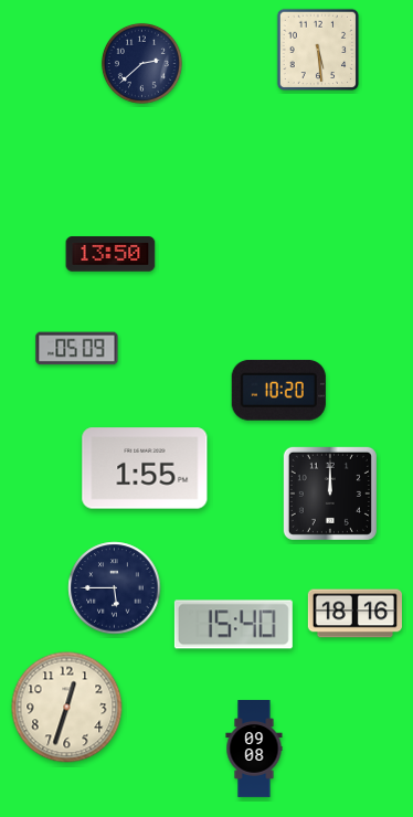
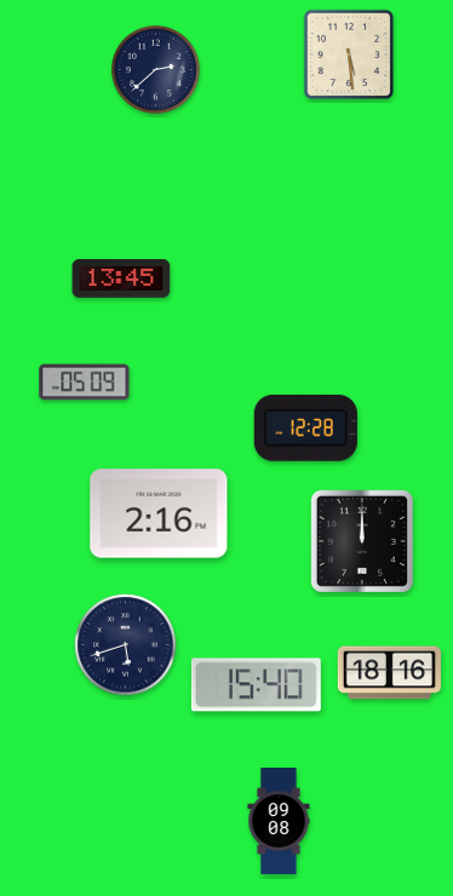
clock at (110, 255): 13:50 -> 13:45
clock at (278, 390): 10:20 -> 12:28
clock at (145, 468): 1:55 -> 2:16
clock at (115, 588): 5:45 -> 5:42
clock at (67, 708): 12:33 -> none
